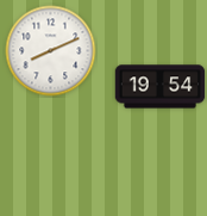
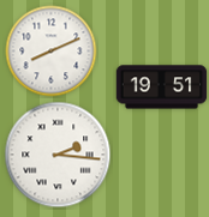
clock at (161, 87): 19:54 -> 19:51
clock at (58, 155): none -> 2:16
